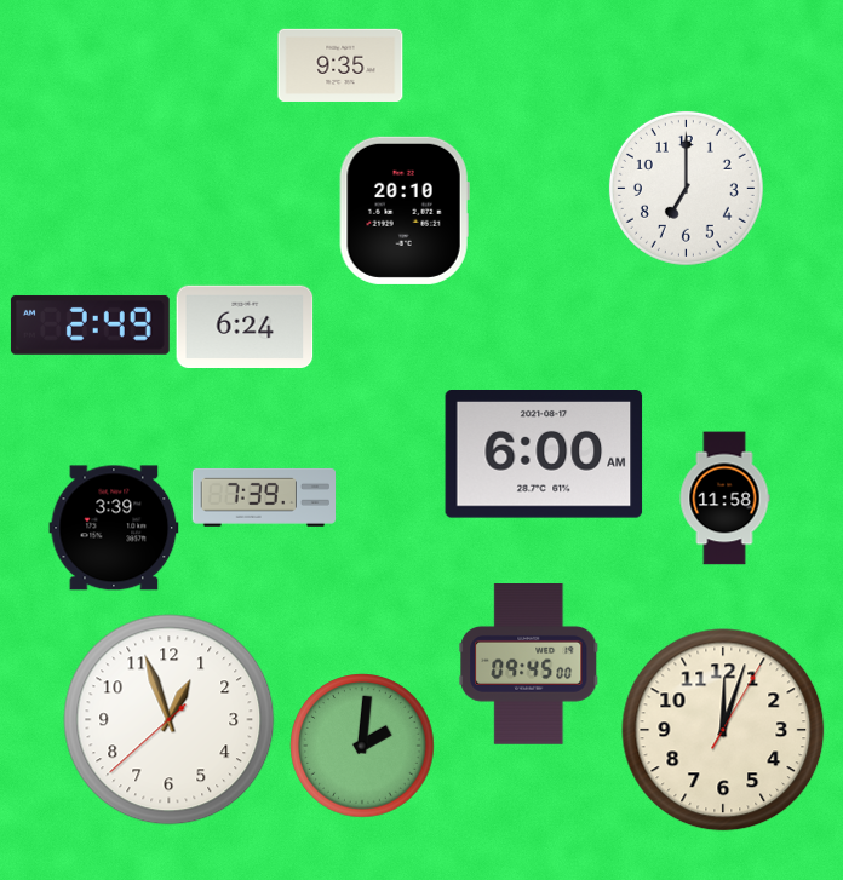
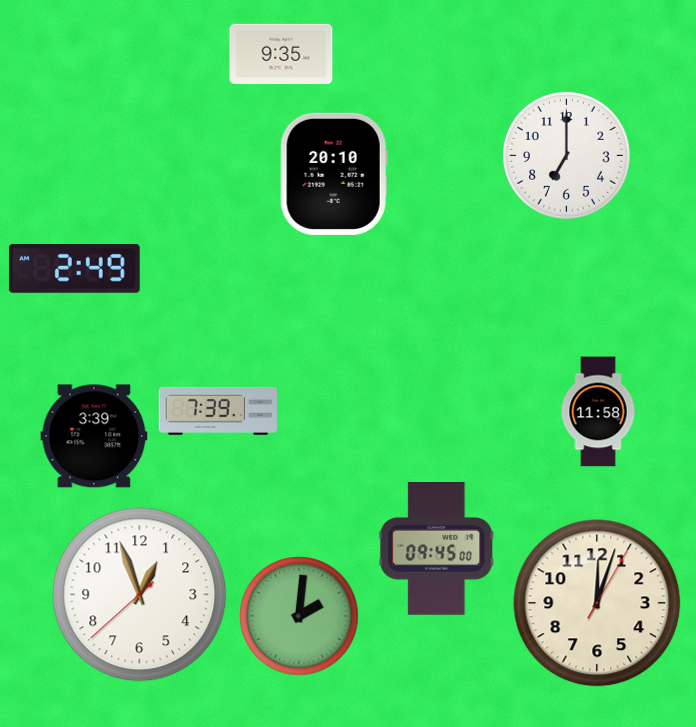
clock at (245, 326): 6:24 -> none
clock at (544, 455): 6:00 -> none
